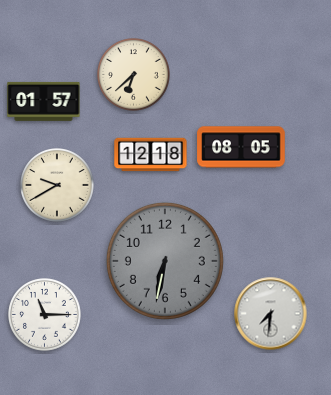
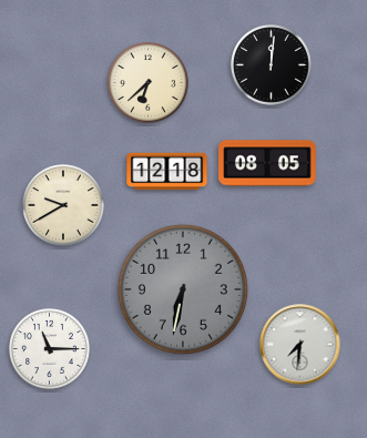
clock at (272, 65): none -> 12:01
clock at (44, 101): 01:57 -> none
clock at (271, 314) position: (271, 314) -> (300, 345)
